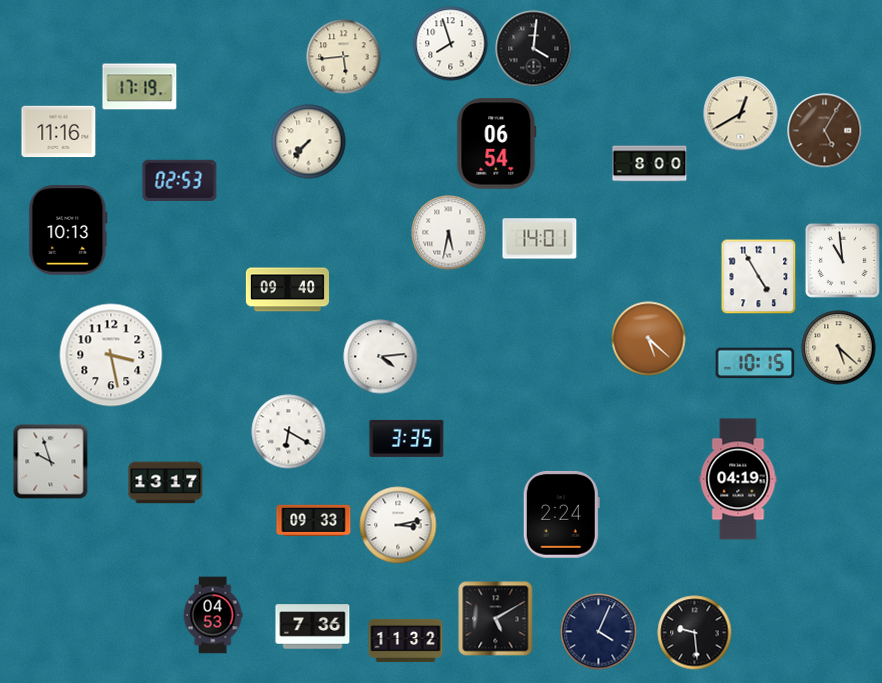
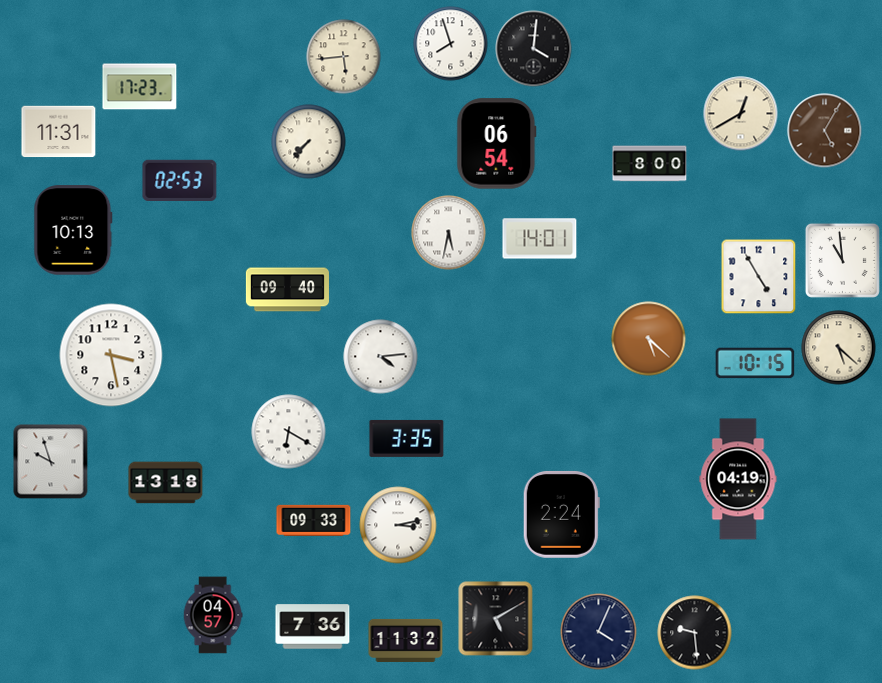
clock at (140, 87): 17:19 -> 17:23
clock at (59, 132): 11:16 -> 11:31
clock at (68, 230) position: (68, 230) -> (73, 230)
clock at (166, 483): 13:17 -> 13:18
clock at (213, 615): 04:53 -> 04:57
